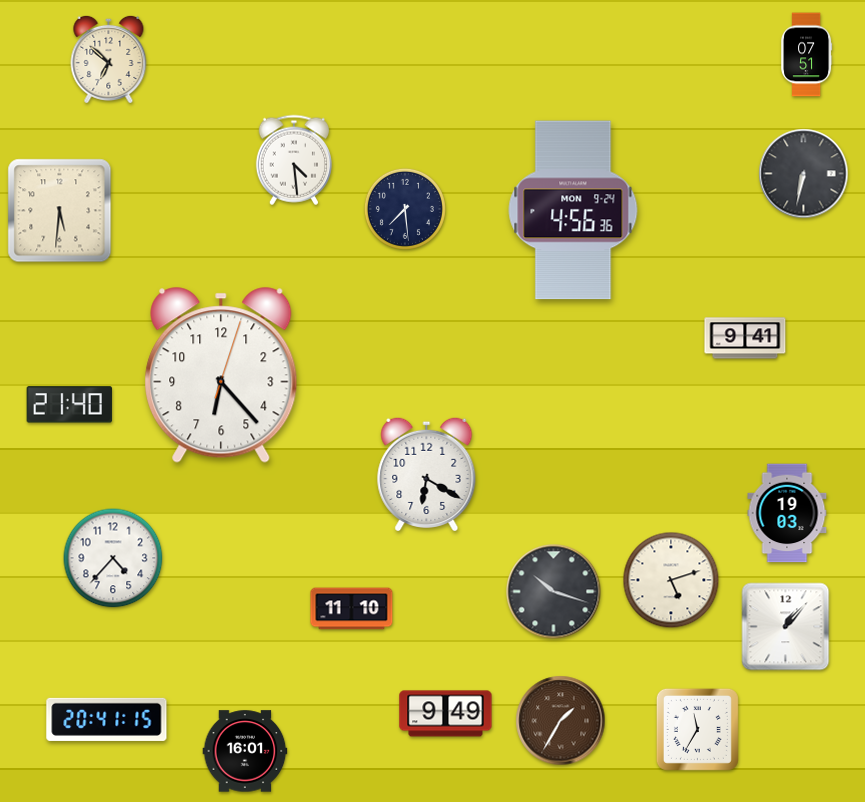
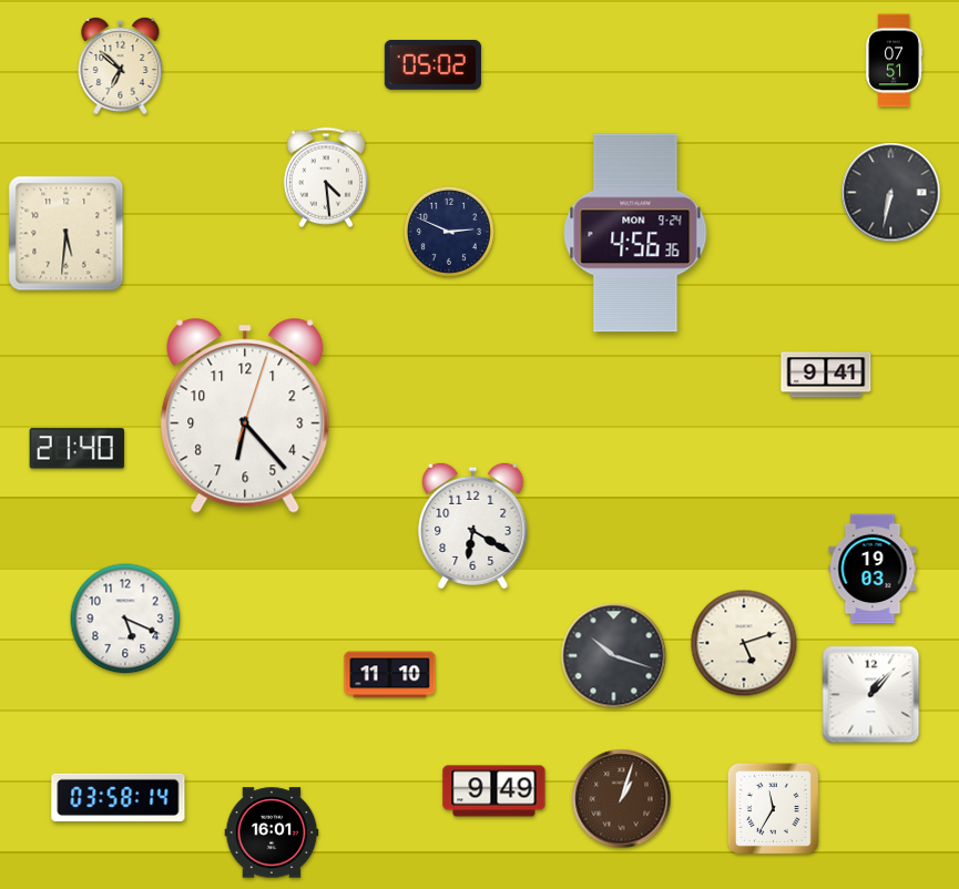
clock at (432, 64): none -> 05:02
clock at (405, 209): 7:29 -> 2:49
clock at (113, 558): 4:37 -> 5:19
clock at (107, 719): 20:41 -> 03:58
clock at (561, 721): 1:35 -> 1:03
